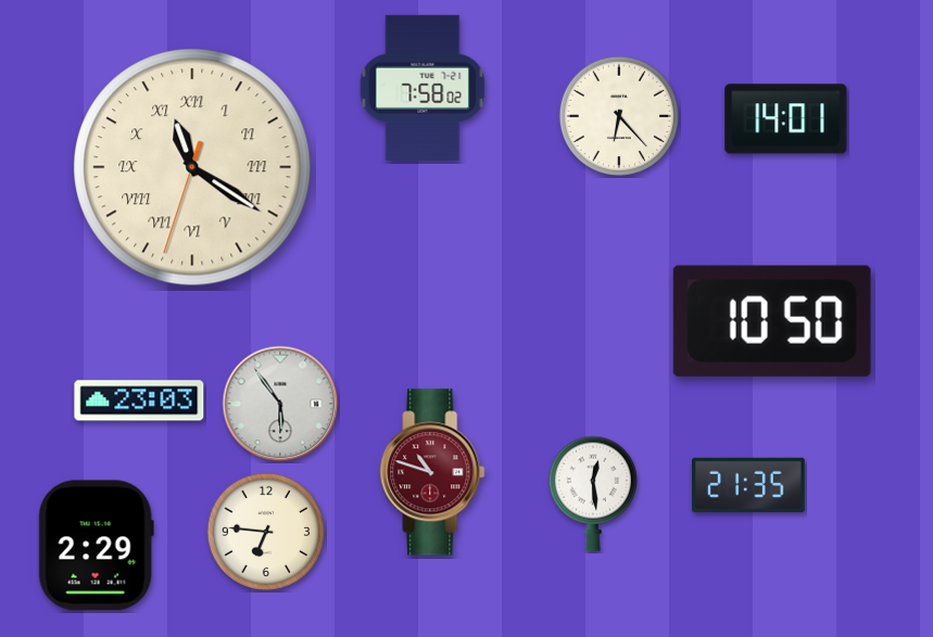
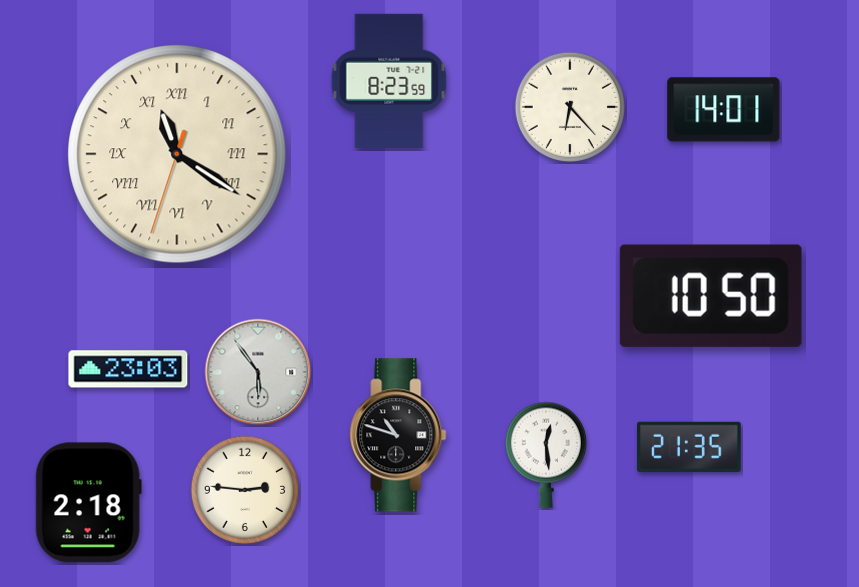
clock at (423, 88): 7:58 -> 8:23
clock at (432, 472) dial: burgundy -> black
clock at (265, 531): 6:46 -> 2:46
clock at (96, 546): 2:29 -> 2:18
